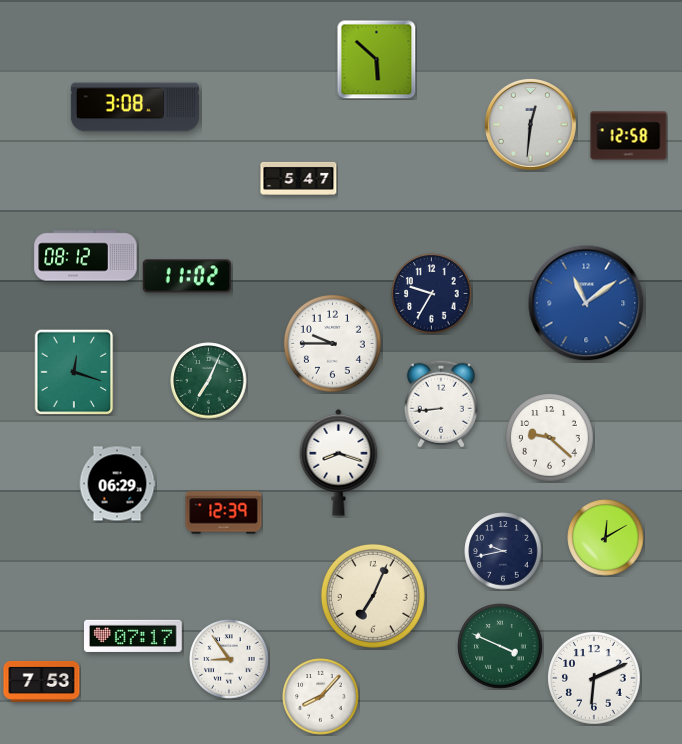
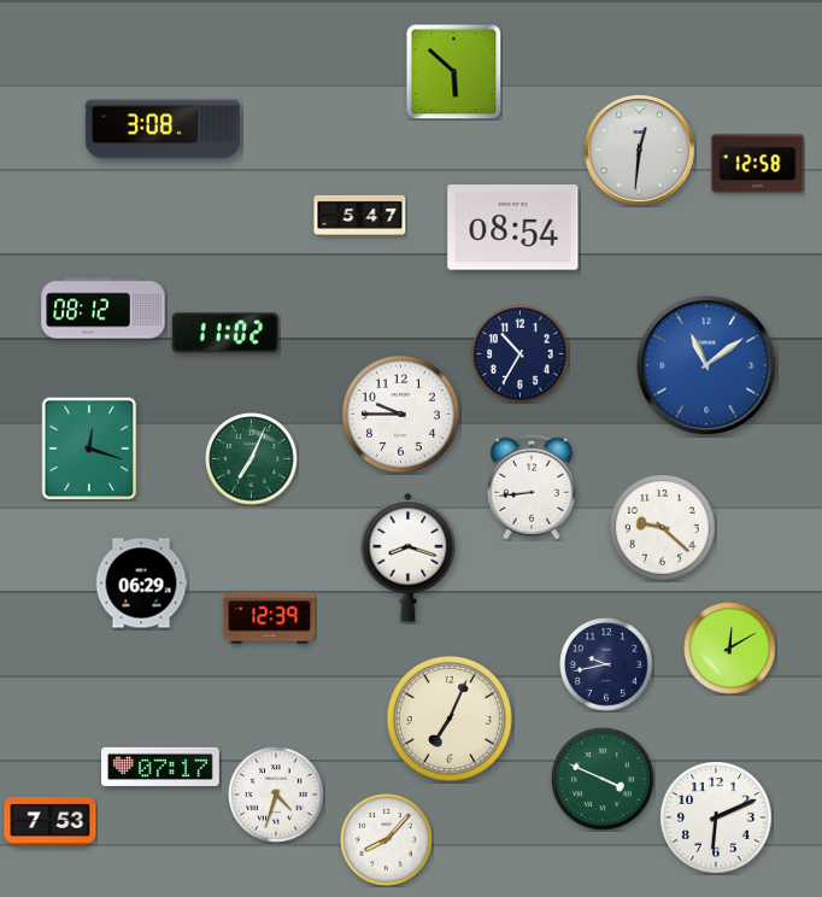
clock at (513, 228): none -> 08:54
clock at (432, 294): 9:35 -> 10:35
clock at (229, 659): 8:54 -> 4:33
